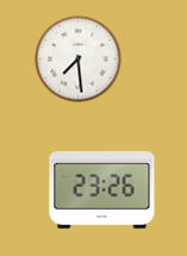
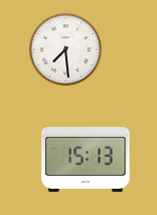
clock at (102, 189): 23:26 -> 15:13
